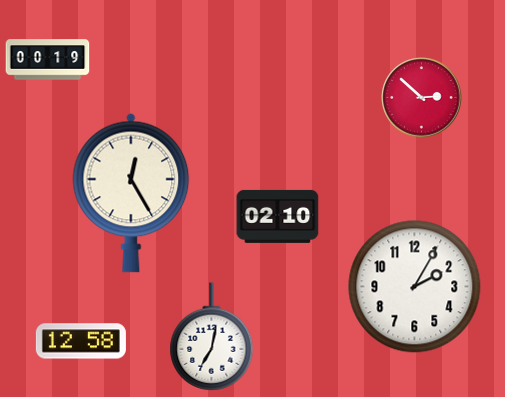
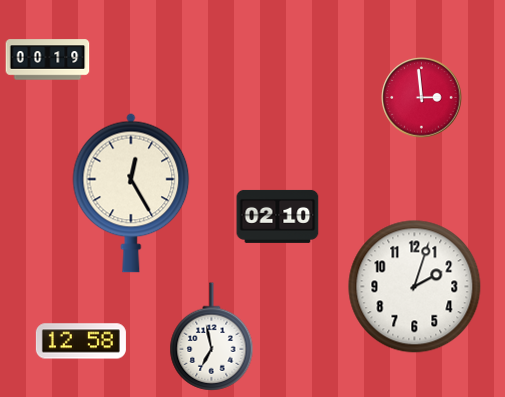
clock at (422, 98): 2:52 -> 2:59
clock at (415, 287): 2:05 -> 2:03
clock at (212, 337): 7:02 -> 6:58
